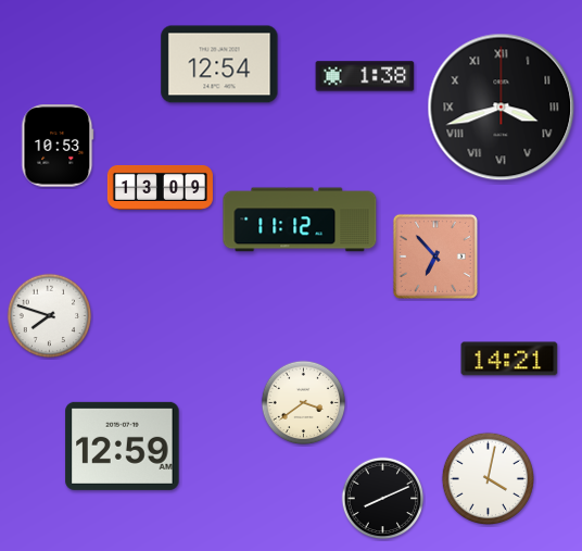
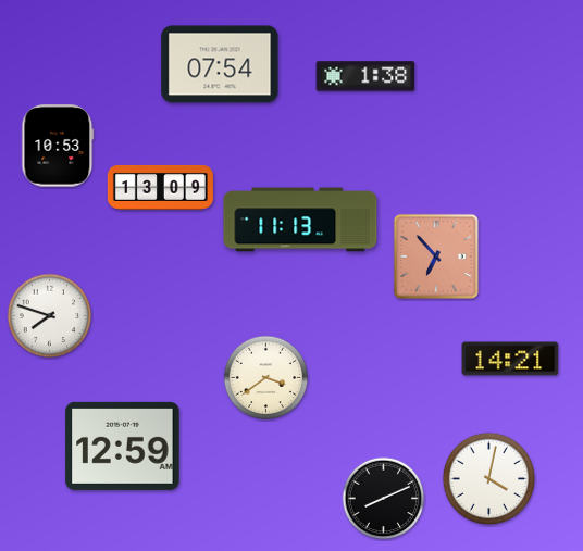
clock at (219, 64): 12:54 -> 07:54
clock at (502, 108): 3:42 -> none
clock at (300, 220): 11:12 -> 11:13
clock at (304, 403) position: (304, 403) -> (266, 378)
